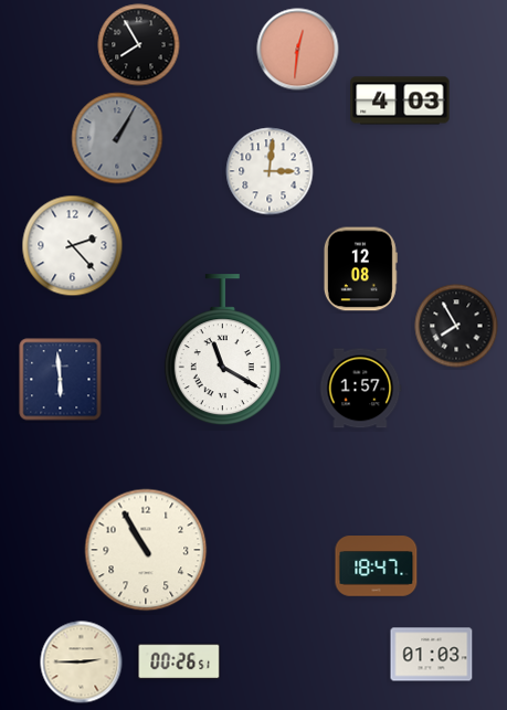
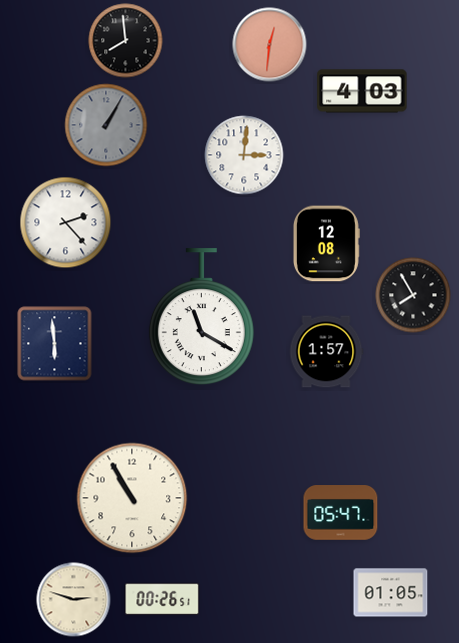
clock at (139, 45): 7:55 -> 7:59
clock at (377, 566): 18:47 -> 05:47
clock at (432, 655): 01:03 -> 01:05
clock at (82, 663): 2:45 -> 2:48
